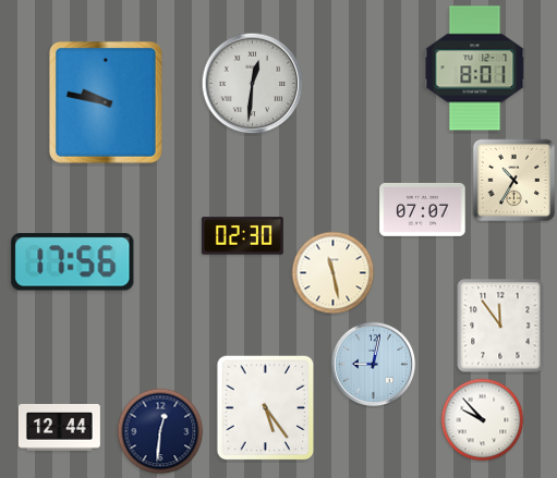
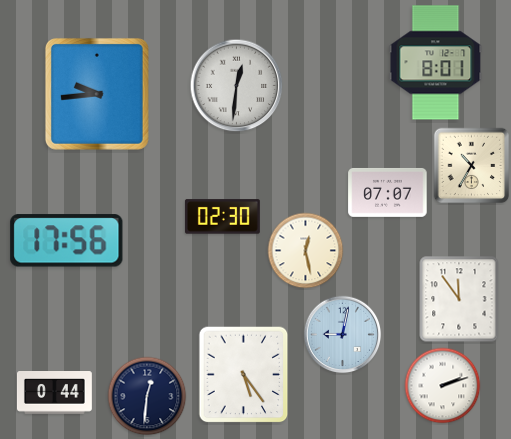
clock at (253, 84) position: (253, 84) -> (237, 86)
clock at (106, 102): 9:47 -> 9:44
clock at (334, 273): 11:28 -> 12:28
clock at (483, 420): 9:53 -> 2:12
clock at (60, 428): 12:44 -> 0:44
